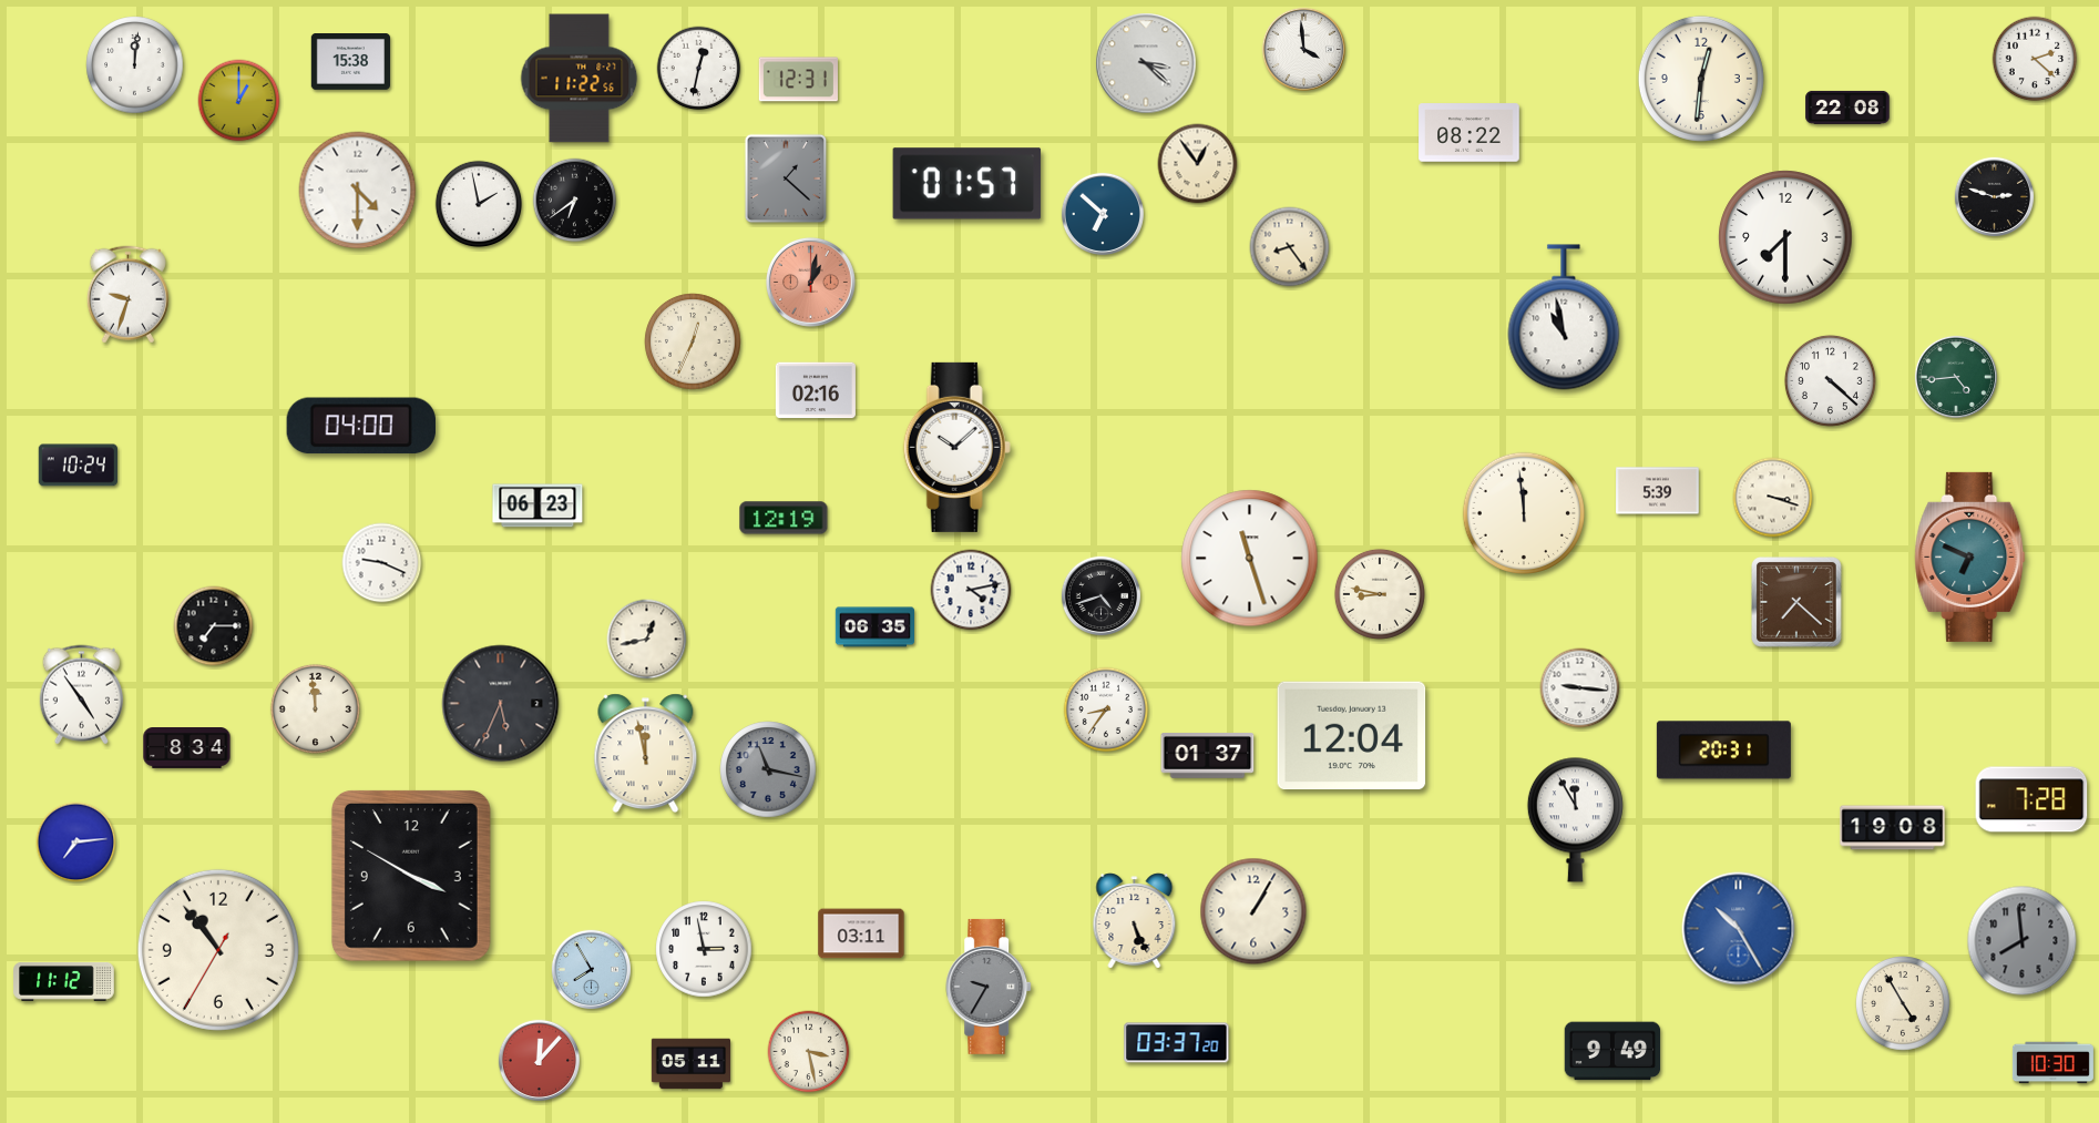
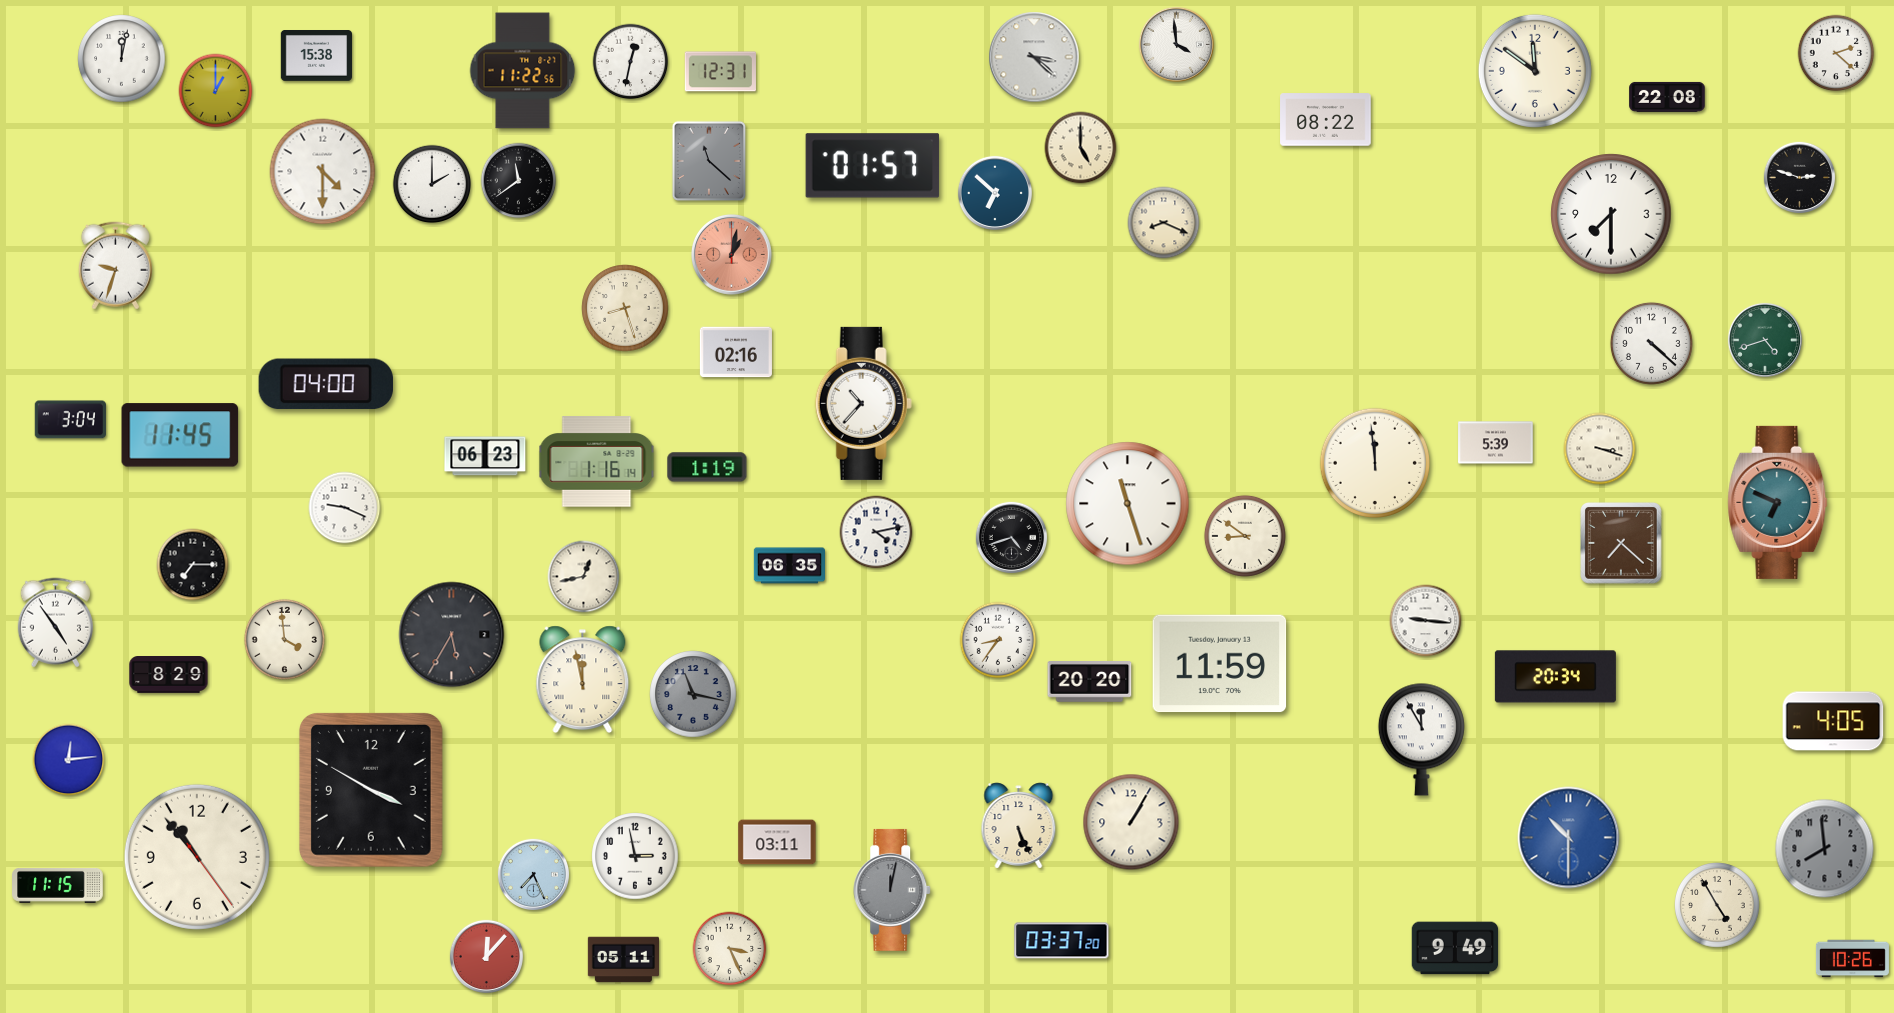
clock at (135, 65): 12:01 -> 12:02
clock at (1701, 79): 12:31 -> 11:51
clock at (1198, 164): 12:54 -> 5:00
clock at (786, 178): 1:22 -> 11:22
clock at (575, 201): 6:39 -> 11:39
clock at (479, 204): 1:58 -> 2:00
clock at (1290, 247): 8:24 -> 8:19
clock at (1564, 317): 10:58 -> none
clock at (693, 341): 12:34 -> 8:27
clock at (1956, 377): 4:44 -> 4:42
clock at (956, 447): 10:08 -> 10:37
clock at (78, 466): 10:24 -> 3:04
clock at (180, 435): none -> 11:45
clock at (597, 462): none -> 1:16
clock at (784, 518): 12:19 -> 1:19
clock at (1380, 594): 8:47 -> 8:51
clock at (1102, 596) position: (1102, 596) -> (1012, 538)
clock at (81, 695) position: (81, 695) -> (55, 623)
clock at (501, 704): 5:34 -> 5:35
clock at (315, 708): 11:59 -> 3:59
clock at (1352, 736): 12:04 -> 11:59
clock at (187, 748): 8:34 -> 8:29
clock at (1723, 751): 20:31 -> 20:34
clock at (1208, 756): 01:37 -> 20:20
clock at (2031, 799): 7:28 -> 4:05
clock at (1893, 828): 19:08 -> none
clock at (76, 843): 7:14 -> 12:14
clock at (1135, 921) position: (1135, 921) -> (1019, 826)
clock at (1739, 929): 10:25 -> 10:30
clock at (218, 950): 10:53:35 -> 10:53:24
clock at (592, 970): 7:55 -> 7:26
clock at (64, 982): 11:12 -> 11:15
clock at (990, 987): 9:35 -> 12:02
clock at (809, 1052): 3:28 -> 3:26
clock at (2052, 1063): 10:30 -> 10:26
